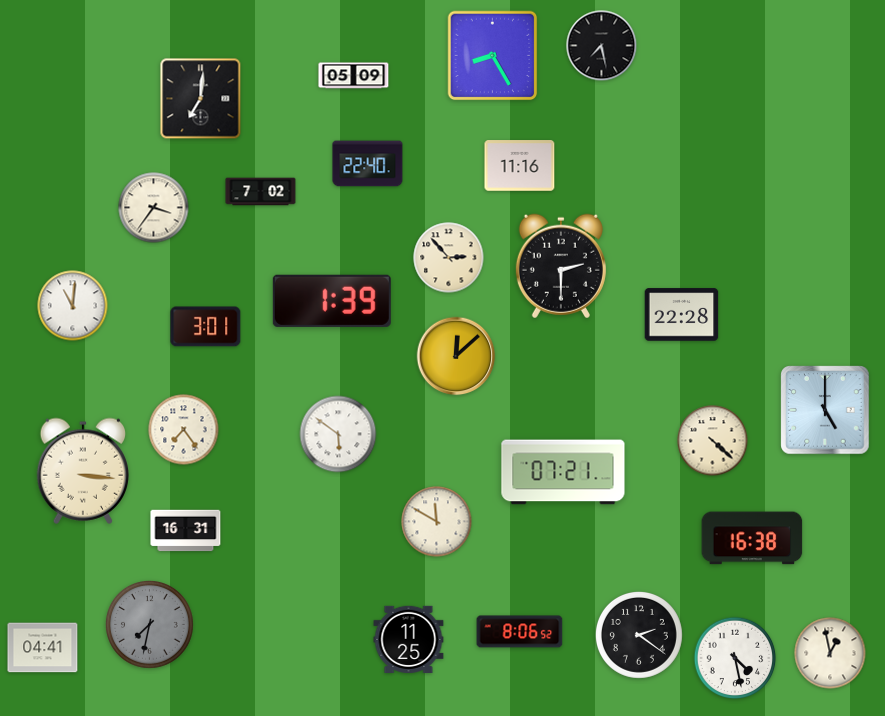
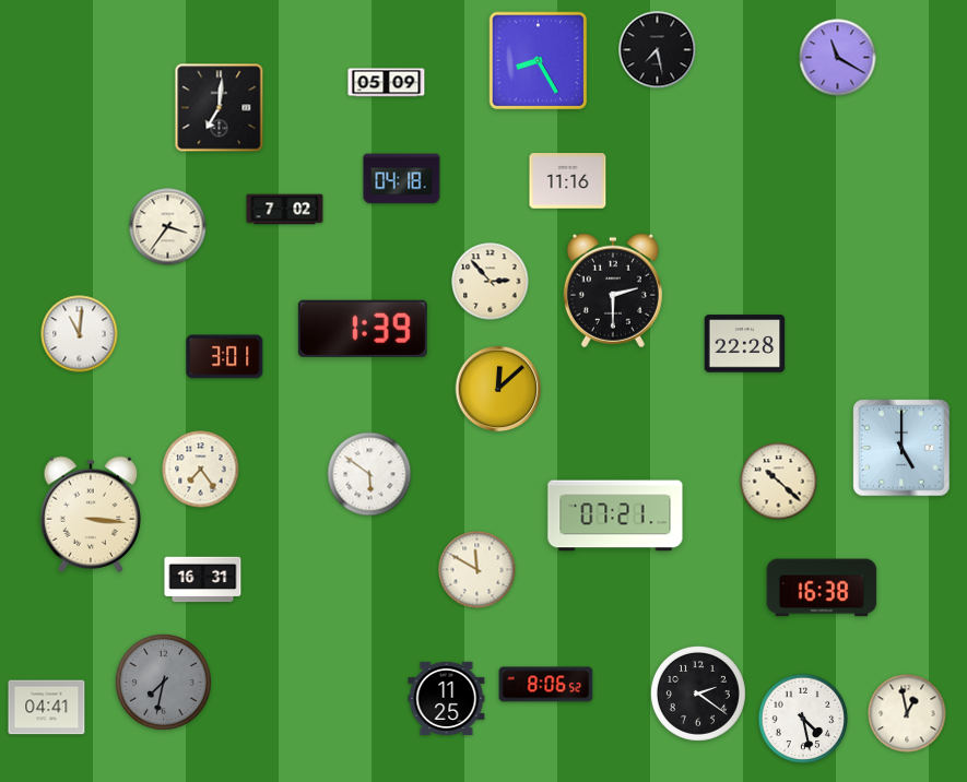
clock at (838, 58): none -> 11:20
clock at (368, 164): 22:40 -> 04:18
clock at (713, 441): 4:22 -> 10:22
clock at (520, 632) position: (520, 632) -> (546, 685)
